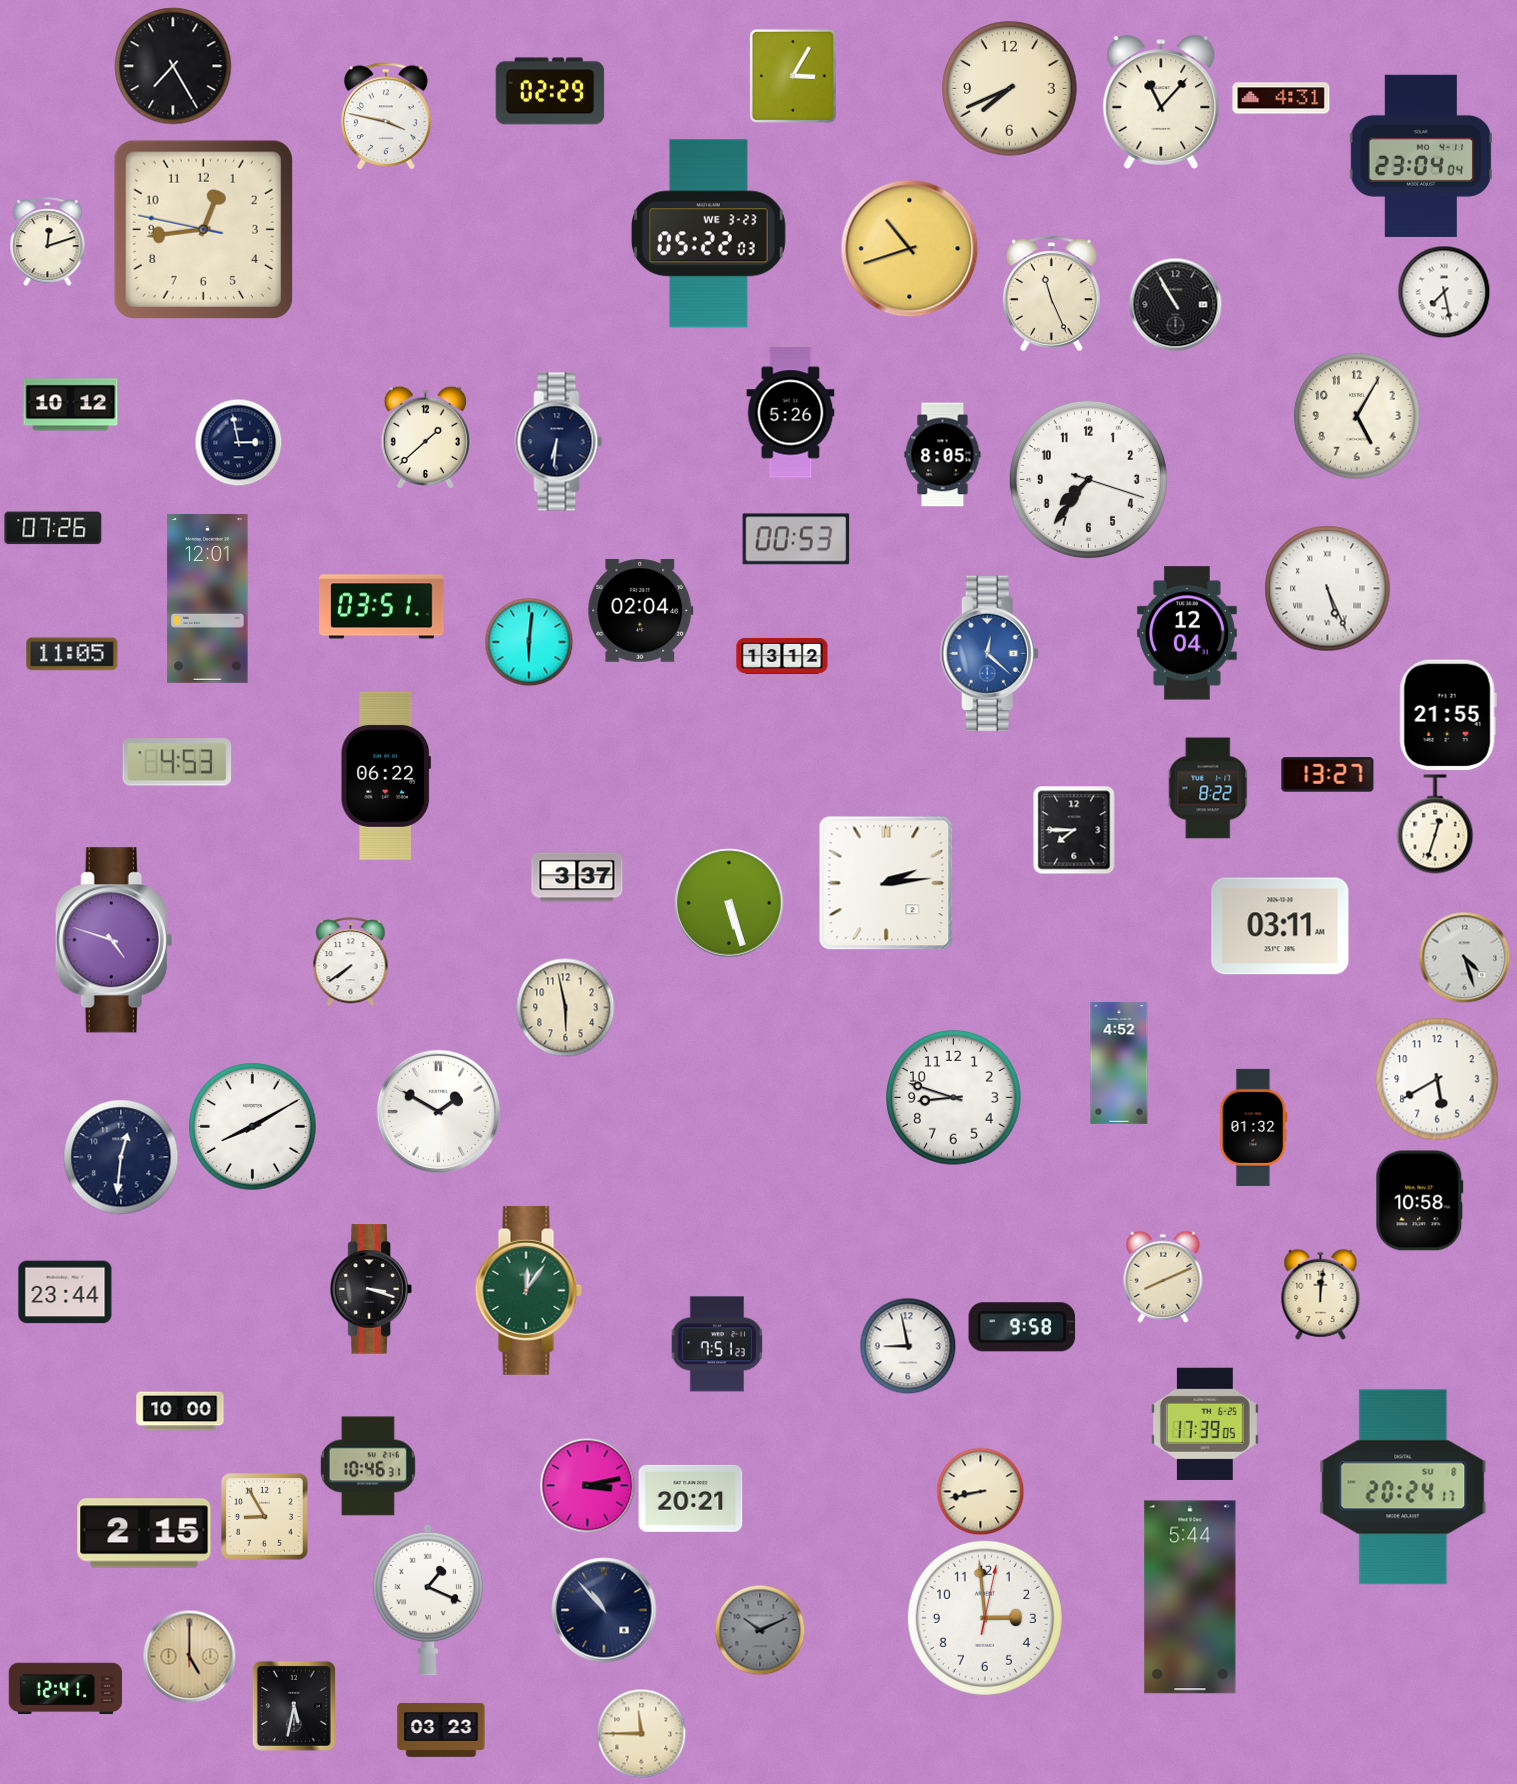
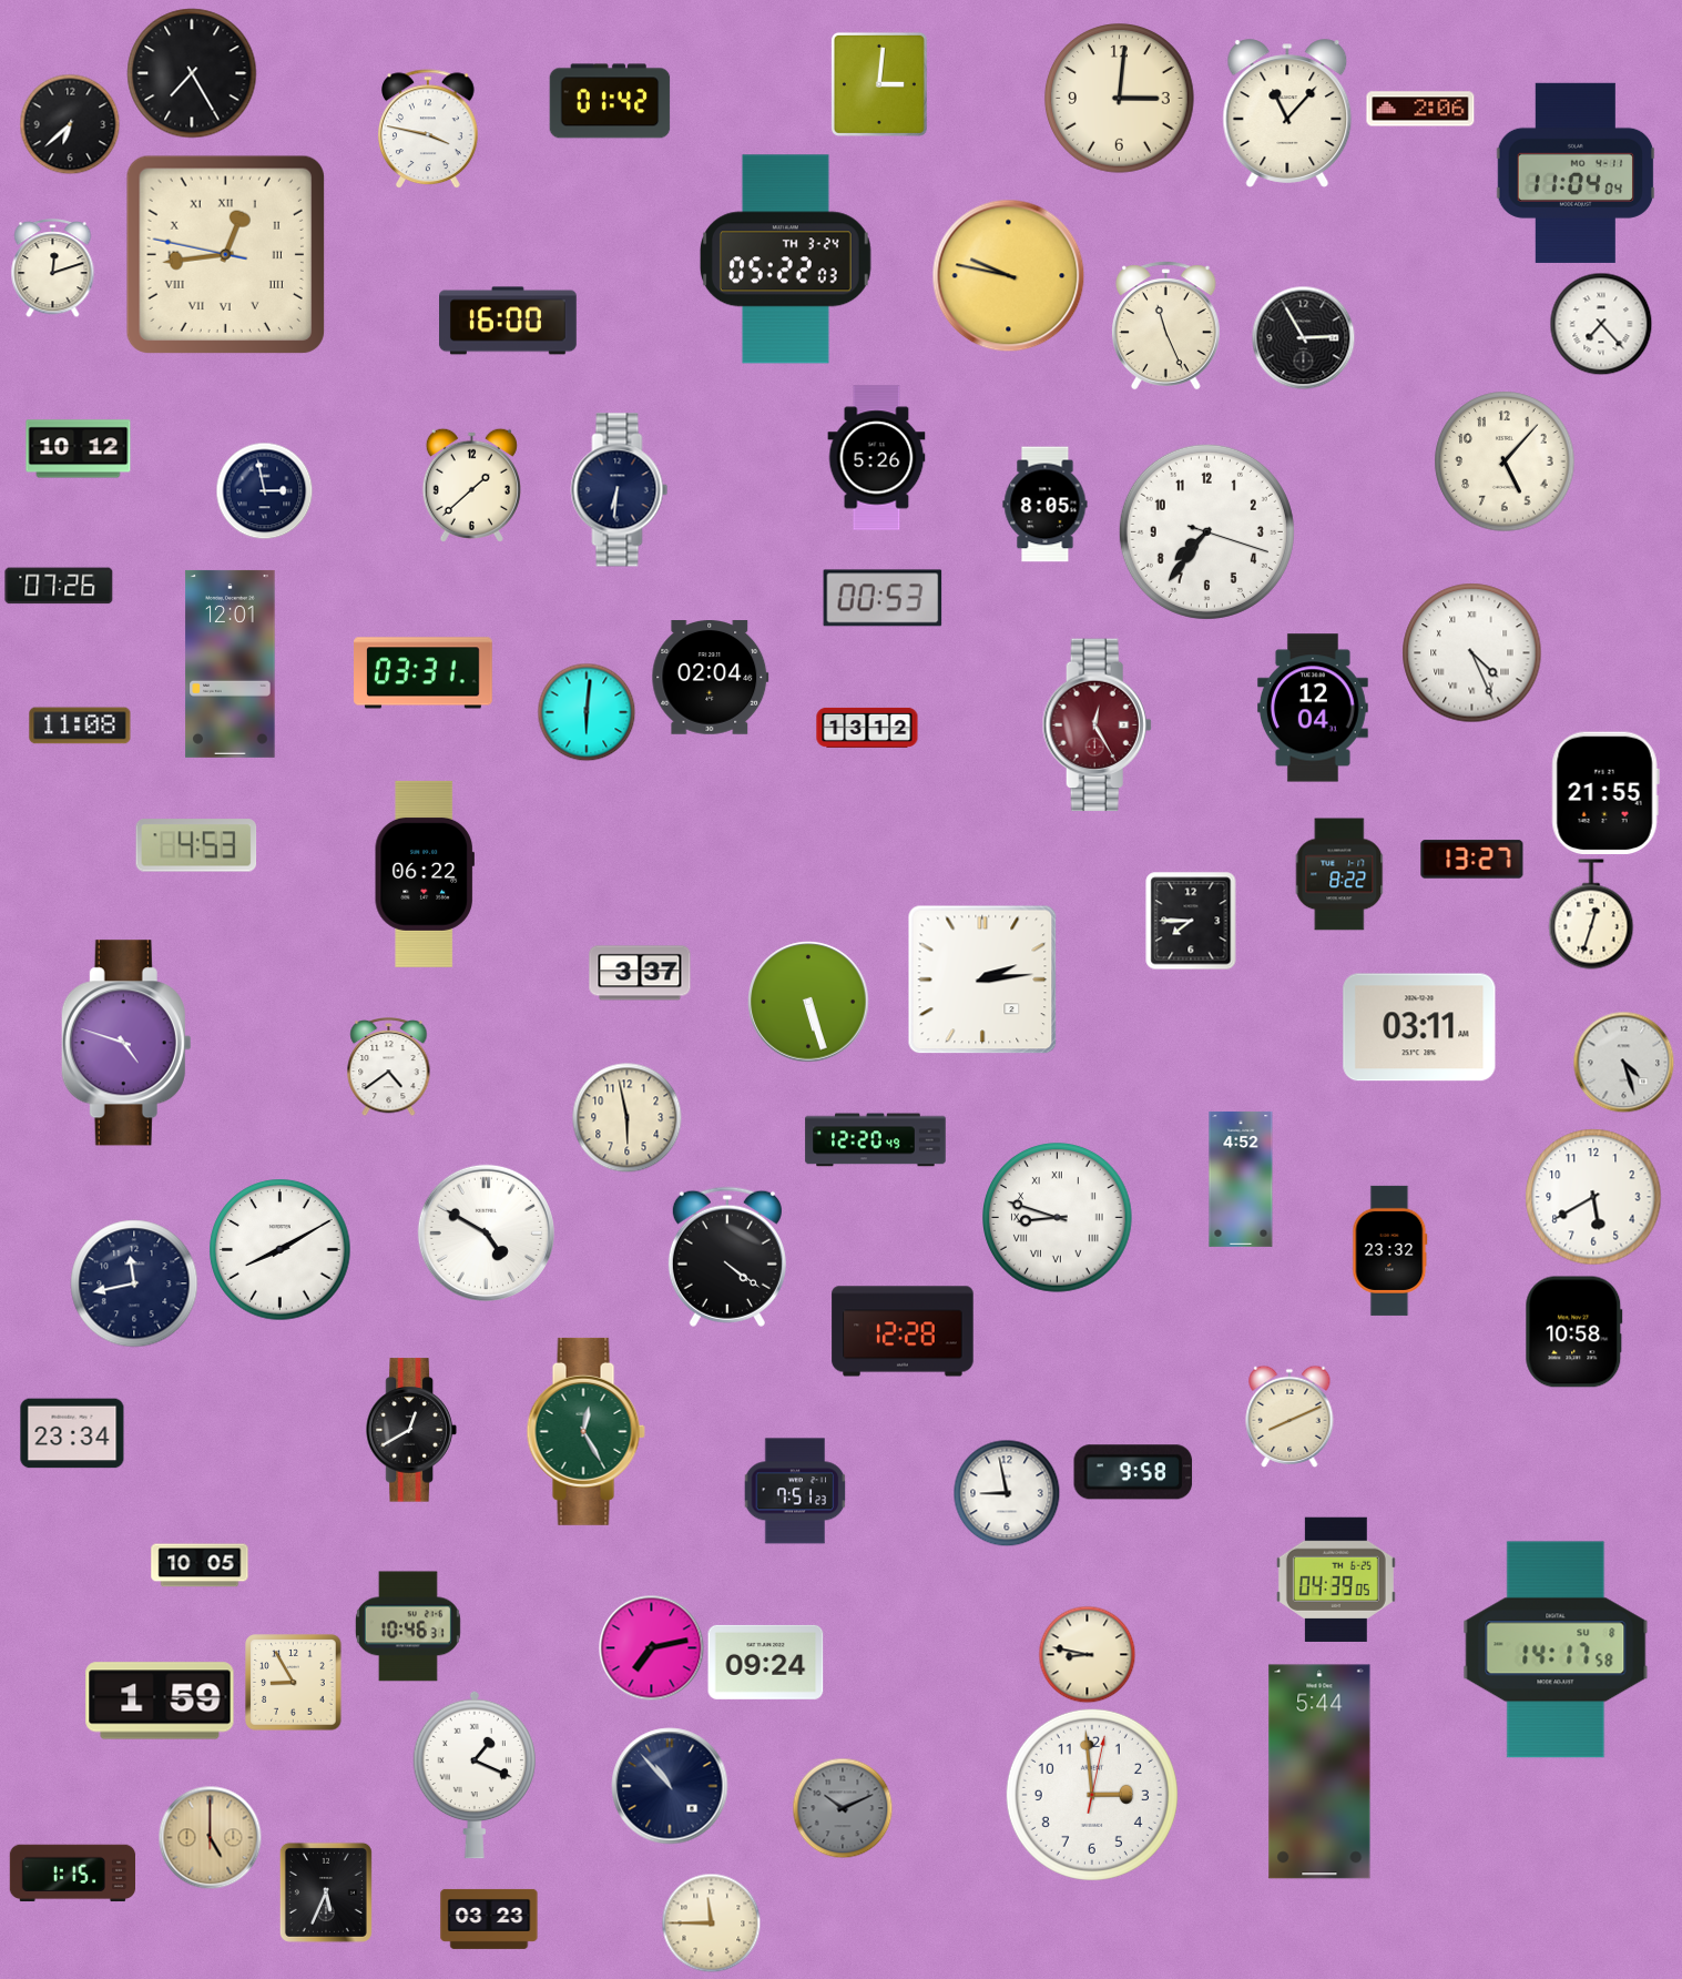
clock at (793, 76): 3:05 -> 3:01
clock at (1010, 89): 7:41 -> 3:01
clock at (550, 91): 02:29 -> 01:42
clock at (1281, 98): 4:31 -> 2:06
clock at (70, 124): none -> 6:38
clock at (1421, 156): 23:04 -> 11:04
clock at (203, 229) numerals: Arabic -> Roman
clock at (708, 234) date: WE 3-23 -> TH 3-24
clock at (910, 249): 10:42 -> 9:47
clock at (509, 321): none -> 16:00
clock at (1444, 292): 7:28 -> 7:23
clock at (1175, 304): 10:55 -> 2:55
clock at (1357, 416): 5:05 -> 5:07
clock at (1328, 589): 5:26 -> 4:26
clock at (382, 607): 03:51 -> 03:31
clock at (1187, 633) position: (1187, 633) -> (1313, 708)
clock at (72, 654): 11:05 -> 11:08
clock at (989, 654): 12:22 -> 12:25
clock at (989, 654) dial: blue -> burgundy
clock at (386, 776) position: (386, 776) -> (425, 874)
clock at (351, 962): 7:39 -> 4:39
clock at (876, 1140): none -> 12:20
clock at (954, 1098) numerals: Arabic -> Roman
clock at (438, 1111): 1:50 -> 4:50
clock at (1254, 1127): 01:32 -> 23:32
clock at (727, 1257): none -> 4:21
clock at (121, 1157): 12:31 -> 11:43
clock at (903, 1331): none -> 12:28
clock at (371, 1289): 3:18 -> 12:40
clock at (528, 1290): 12:06 -> 12:25
clock at (65, 1292): 23:44 -> 23:34
clock at (1321, 1294): 12:01 -> none
clock at (180, 1411): 10:00 -> 10:05
clock at (1205, 1423): 17:39 -> 04:39
clock at (587, 1485): 3:13 -> 7:13
clock at (1403, 1487): 20:24 -> 14:17
clock at (980, 1491): 8:43 -> 8:47
clock at (691, 1498): 20:21 -> 09:24
clock at (144, 1533): 2:15 -> 1:59
clock at (65, 1689): 12:41 -> 1:15
clock at (294, 1706): 5:32 -> 5:34
